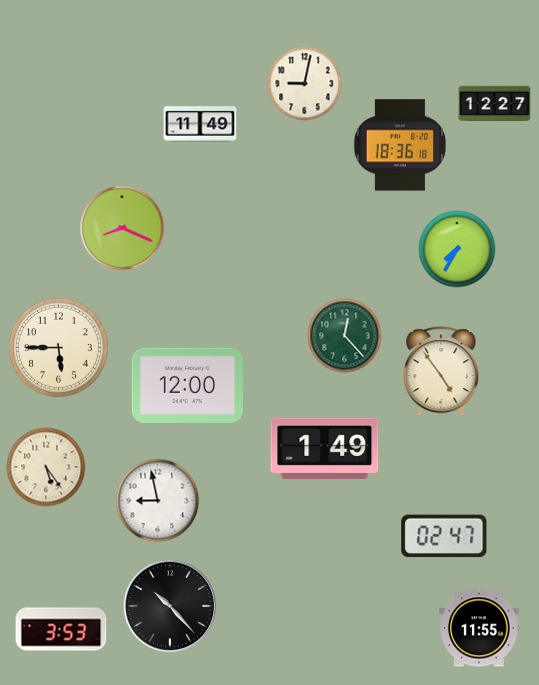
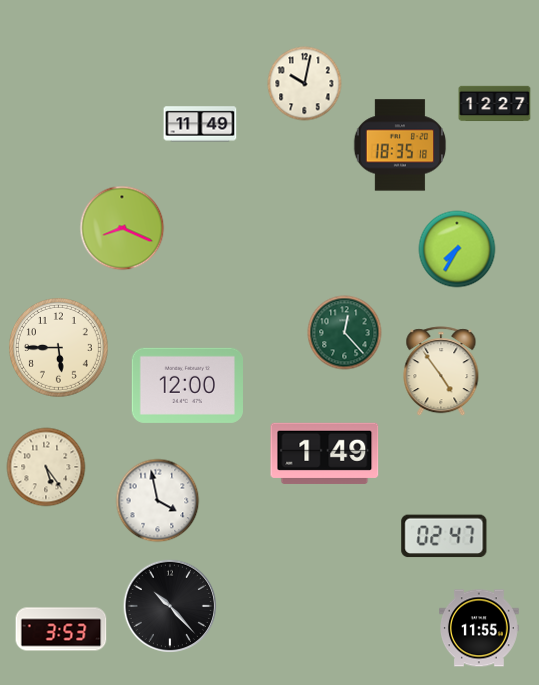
clock at (305, 84): 9:02 -> 10:02
clock at (400, 145): 18:36 -> 18:35
clock at (345, 336) position: (345, 336) -> (345, 333)
clock at (325, 448) position: (325, 448) -> (325, 453)
clock at (158, 501): 8:58 -> 3:58
